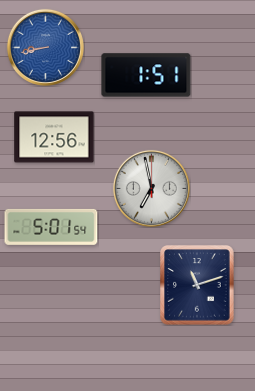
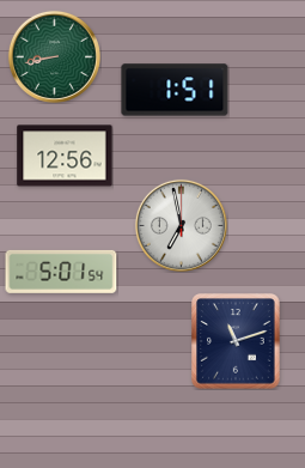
clock at (45, 47) dial: blue -> green
clock at (54, 137) position: (54, 137) -> (65, 156)
